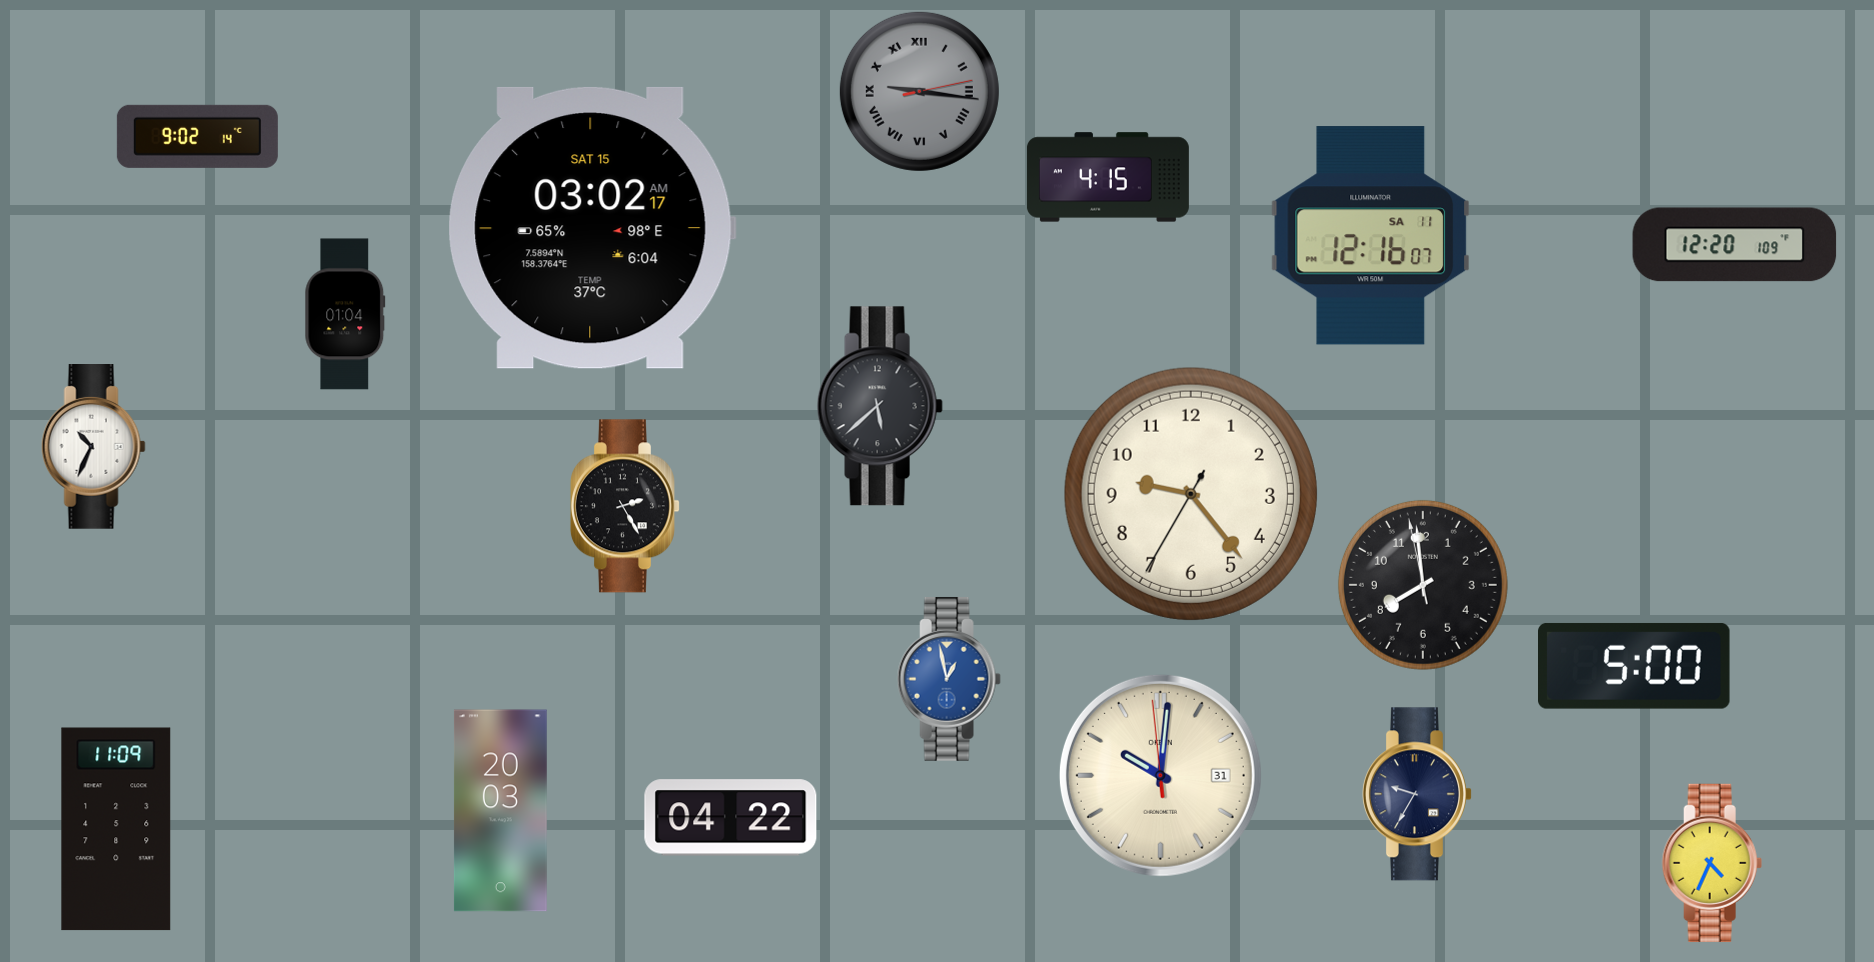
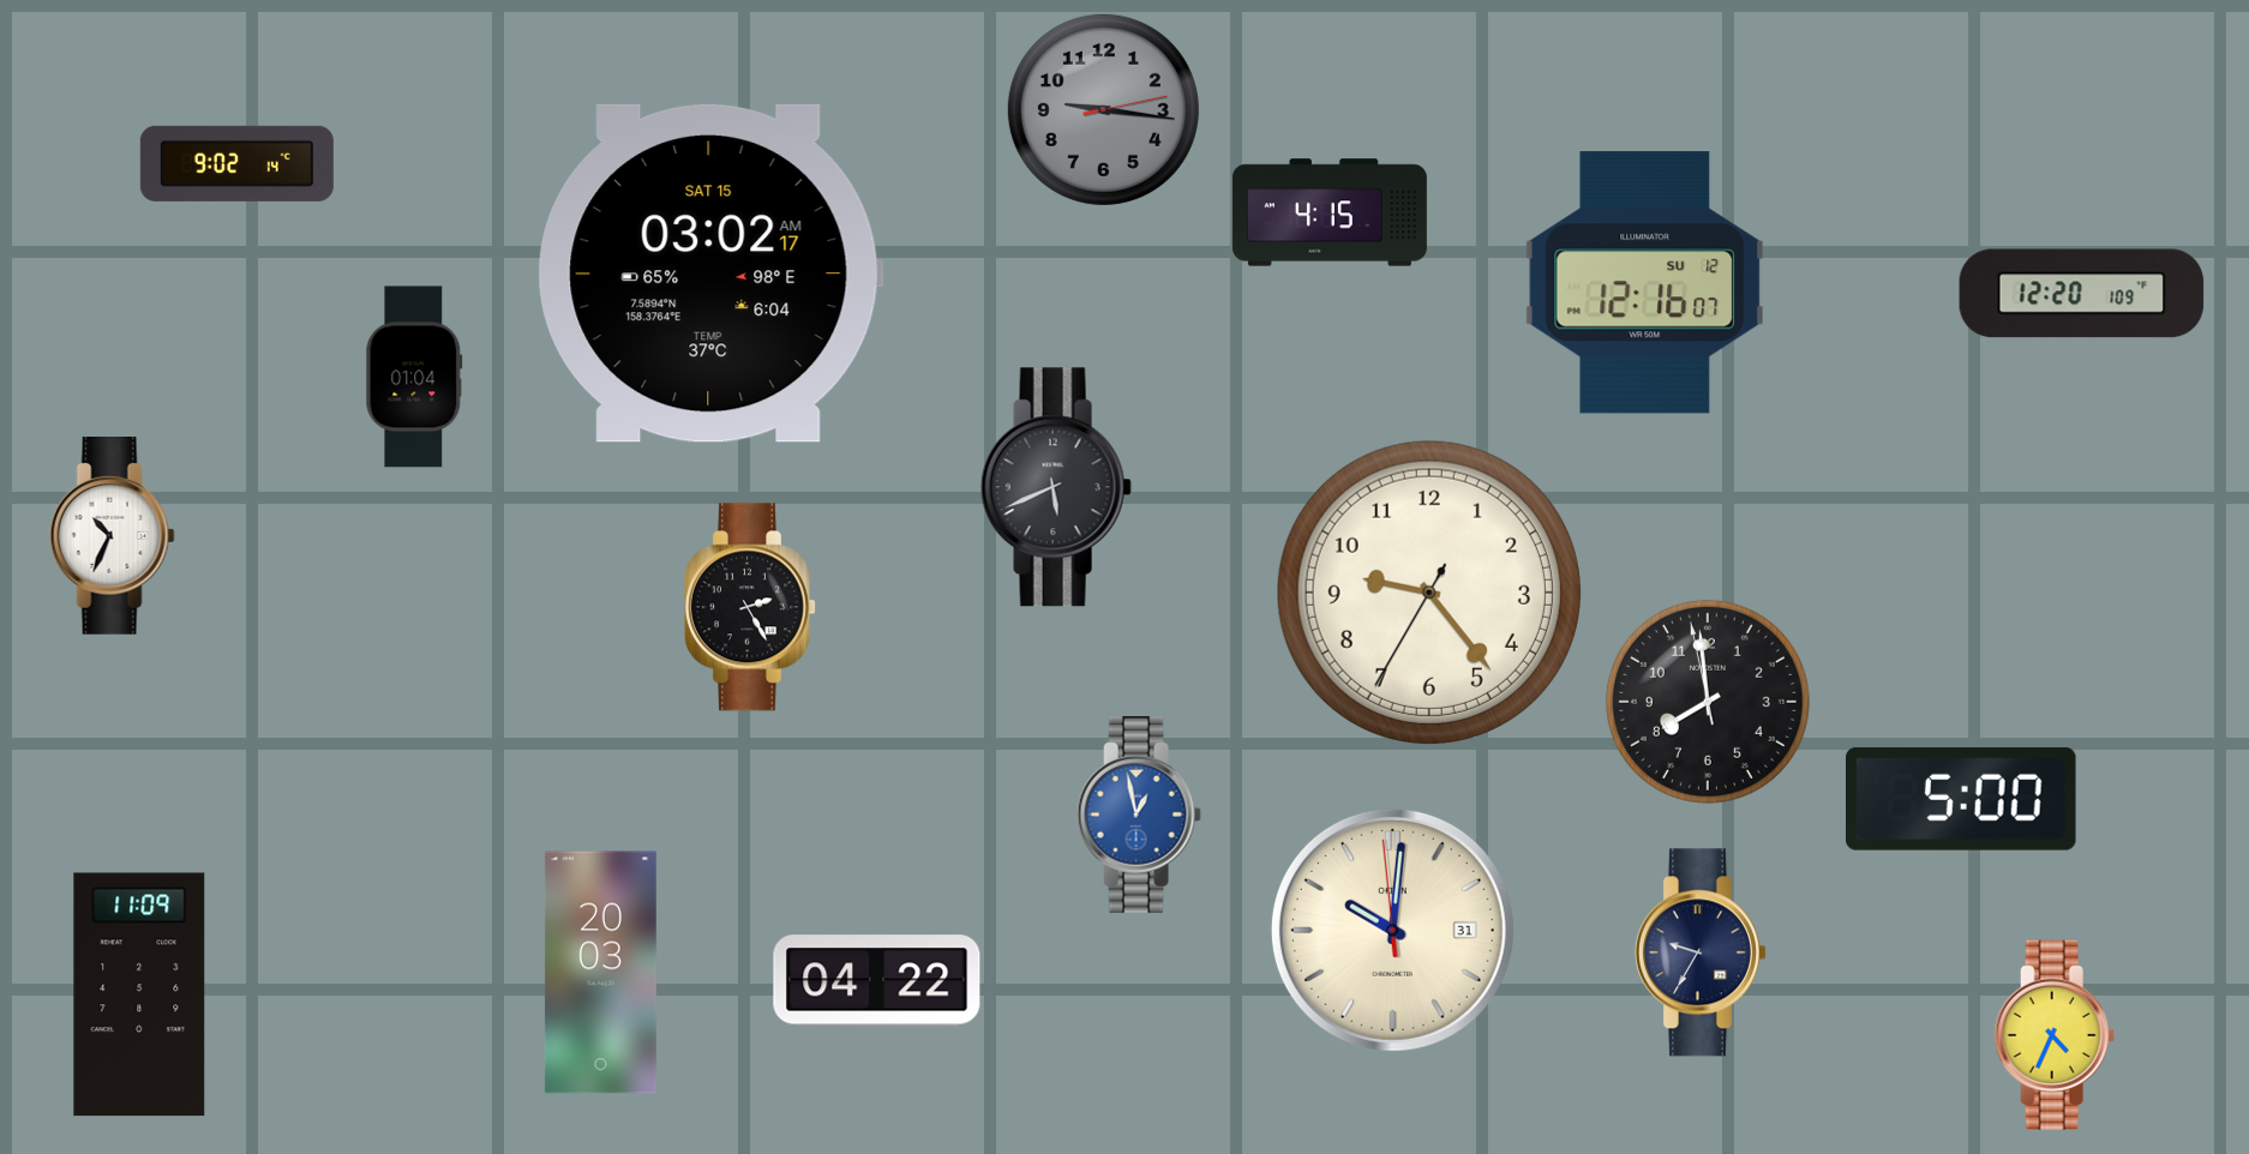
clock at (919, 91) numerals: Roman -> Arabic
clock at (1370, 236) date: SA 11 -> SU 12
clock at (880, 406): 5:38 -> 5:41
